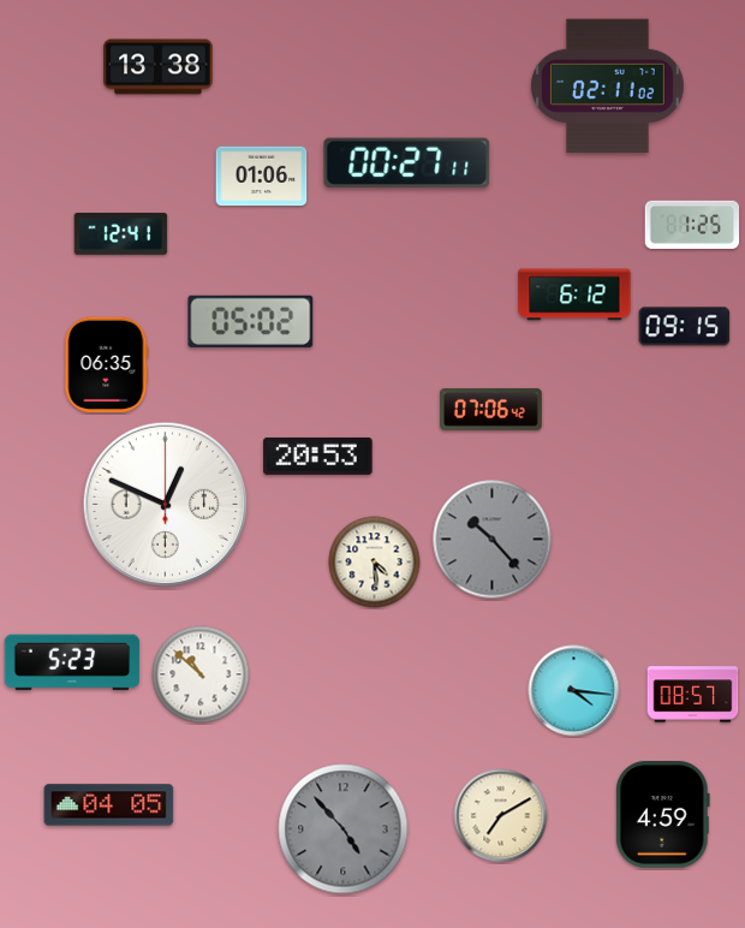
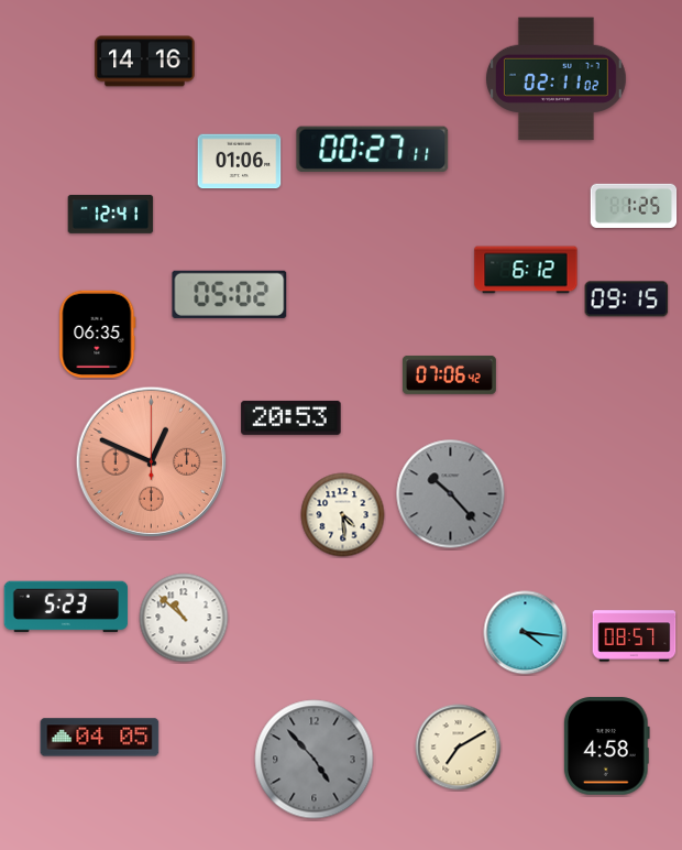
clock at (159, 67): 13:38 -> 14:16
clock at (166, 505) dial: white -> salmon
clock at (662, 815): 4:59 -> 4:58
